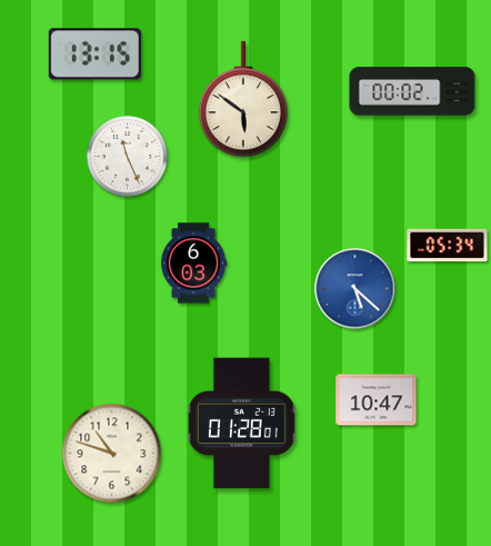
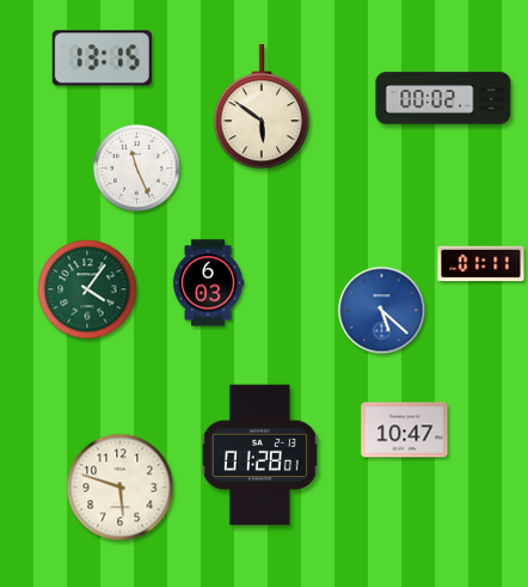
clock at (448, 246): 05:34 -> 01:11
clock at (87, 289): none -> 4:06
clock at (112, 454): 10:48 -> 5:48
